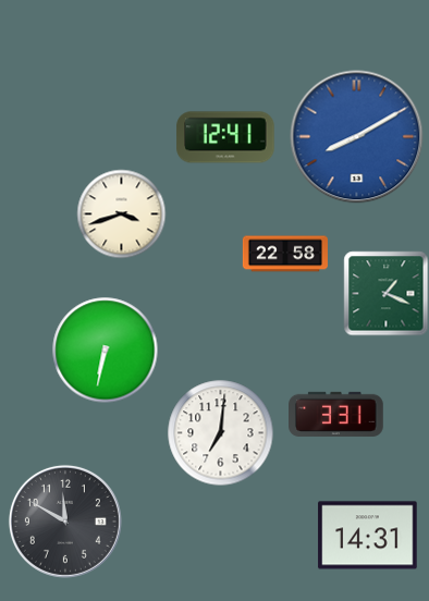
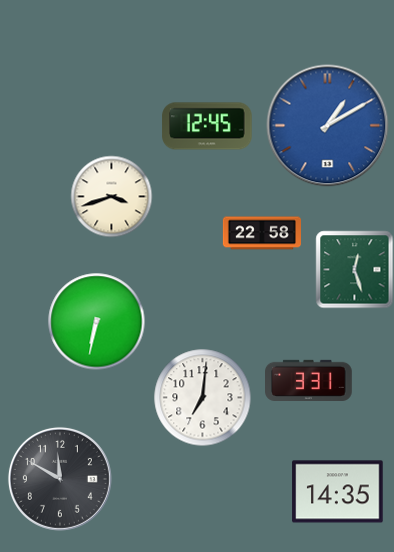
clock at (225, 137): 12:41 -> 12:45
clock at (357, 137): 8:10 -> 1:10
clock at (385, 293): 1:19 -> 12:27
clock at (368, 536): 14:31 -> 14:35
